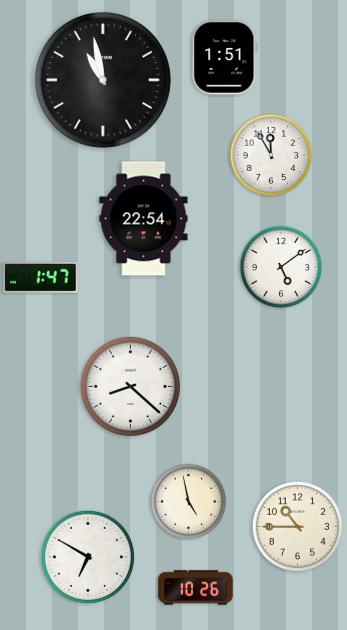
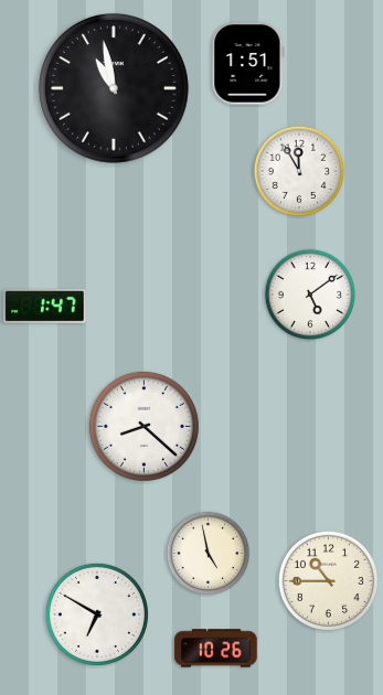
clock at (144, 219): 22:54 -> none
